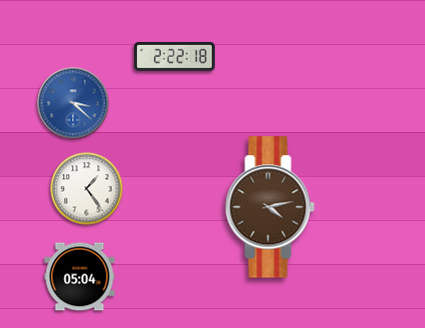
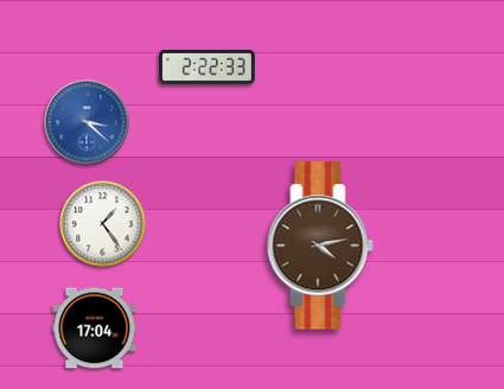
clock at (175, 56): 2:22:18 -> 2:22:33
clock at (80, 277): 05:04 -> 17:04
